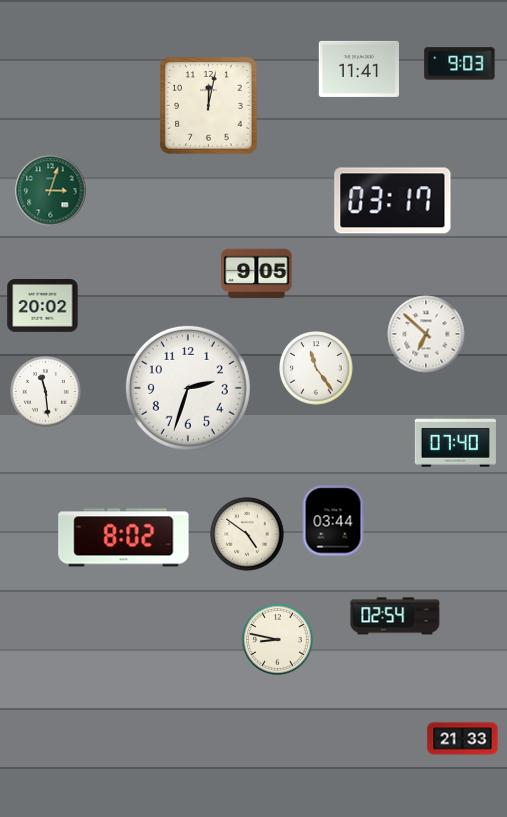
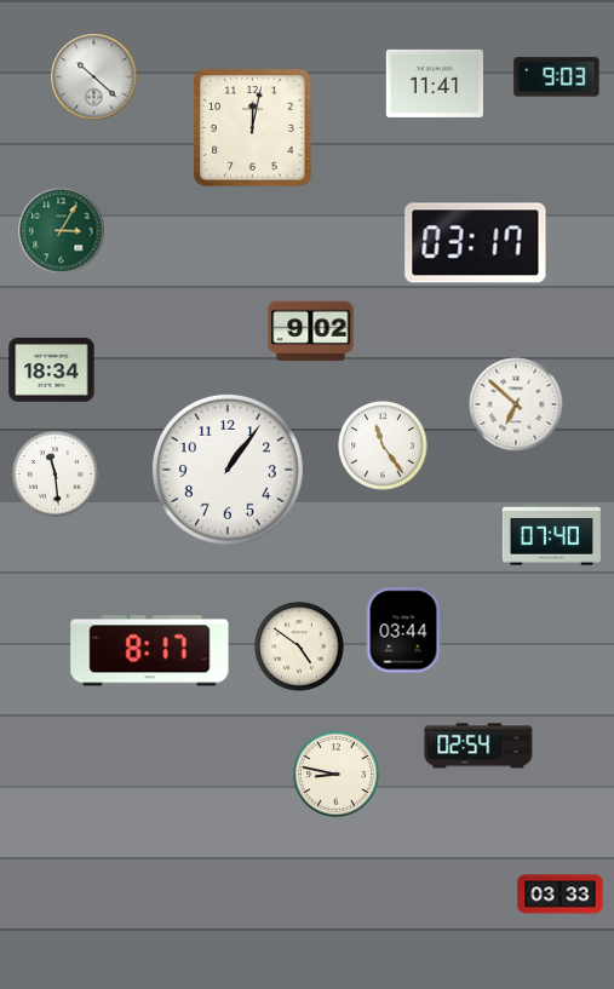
clock at (94, 77): none -> 10:22
clock at (51, 191): 3:03 -> 3:05
clock at (257, 274): 9:05 -> 9:02
clock at (43, 306): 20:02 -> 18:34
clock at (188, 388): 2:33 -> 1:06
clock at (124, 538): 8:02 -> 8:17
clock at (463, 739): 21:33 -> 03:33
